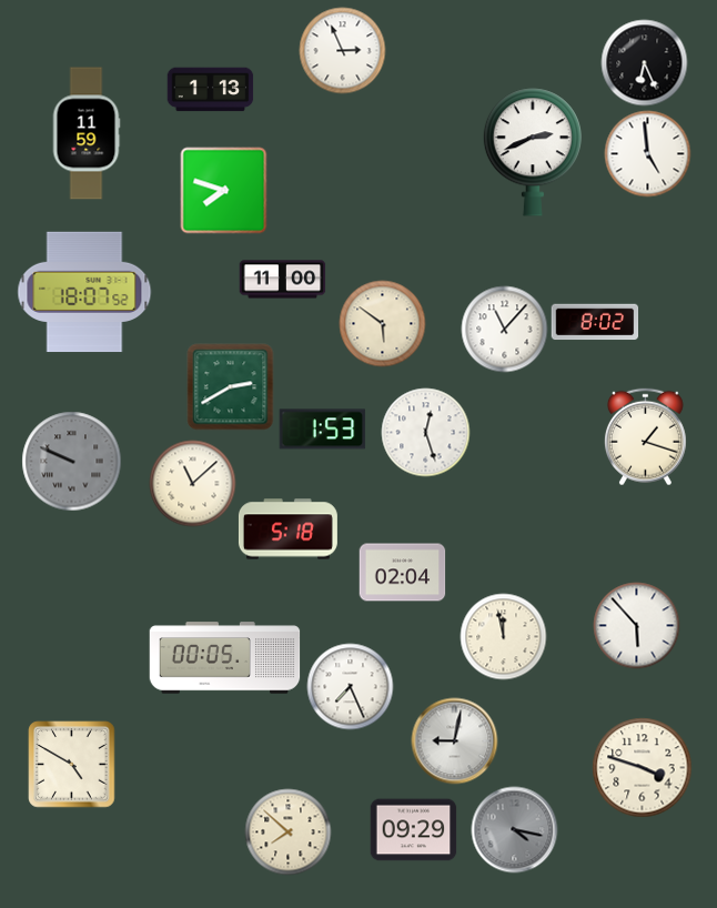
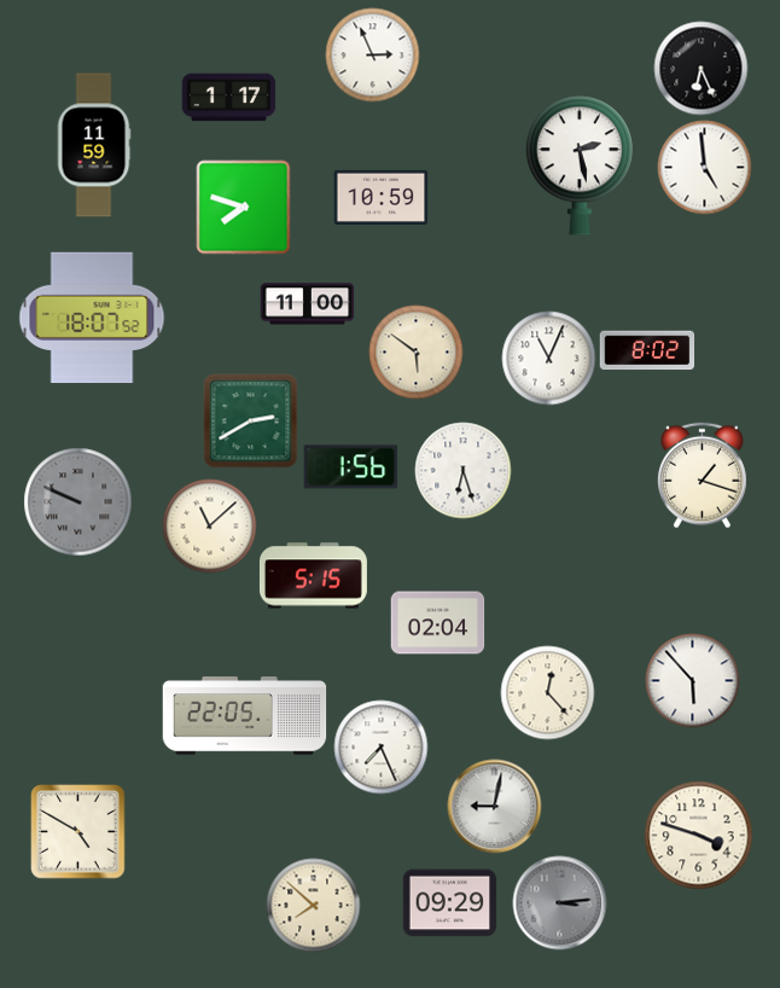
clock at (210, 90): 1:13 -> 1:17
clock at (533, 152): 2:41 -> 2:28
clock at (380, 197): none -> 10:59
clock at (504, 329): 11:07 -> 11:04
clock at (322, 430): 1:53 -> 1:56
clock at (425, 432): 12:27 -> 6:27
clock at (287, 529): 5:18 -> 5:15
clock at (503, 636): 11:58 -> 12:23
clock at (225, 658): 00:05 -> 22:05
clock at (514, 829): 4:17 -> 3:14
